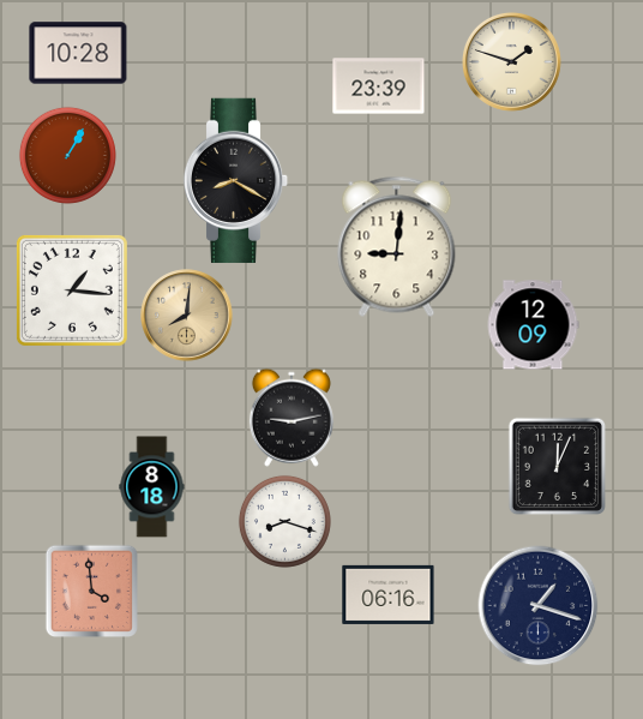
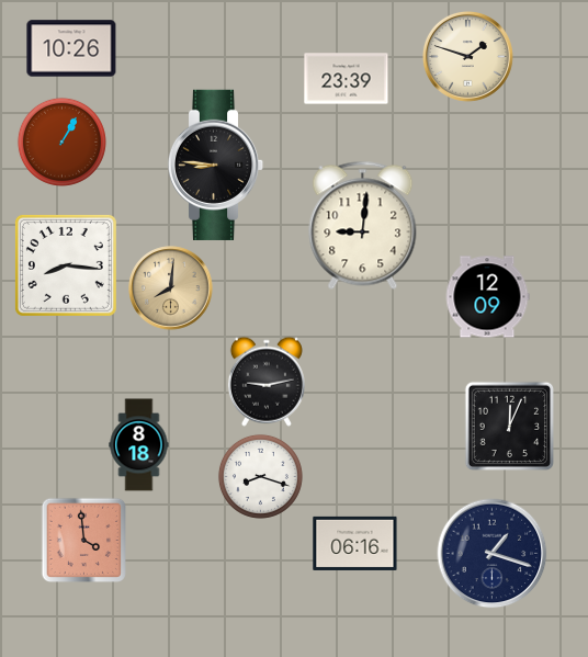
clock at (78, 53): 10:28 -> 10:26
clock at (236, 180): 8:20 -> 8:46
clock at (72, 290): 1:16 -> 8:16
